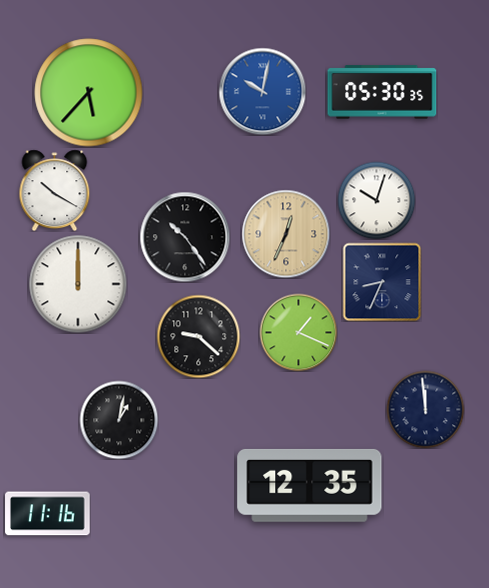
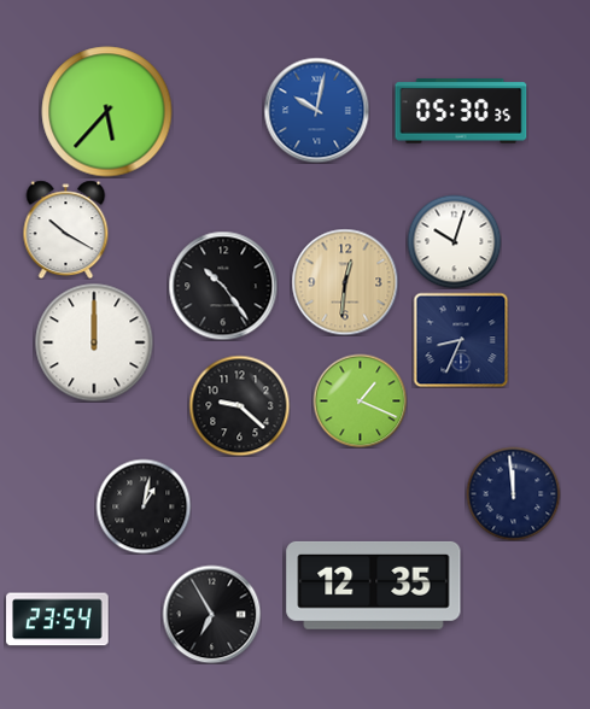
clock at (286, 234): 12:34 -> 12:31
clock at (211, 614): none -> 6:55
clock at (48, 514): 11:16 -> 23:54
